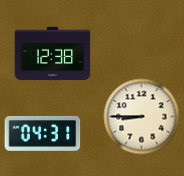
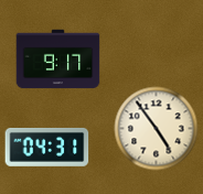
clock at (53, 54): 12:38 -> 9:17
clock at (142, 117): 8:45 -> 4:54
